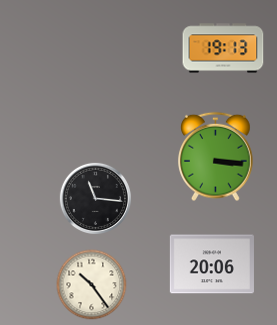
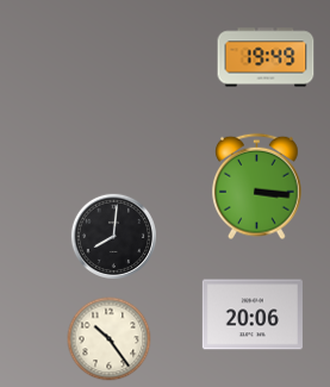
clock at (223, 48): 19:13 -> 19:49
clock at (95, 198): 11:16 -> 8:01
